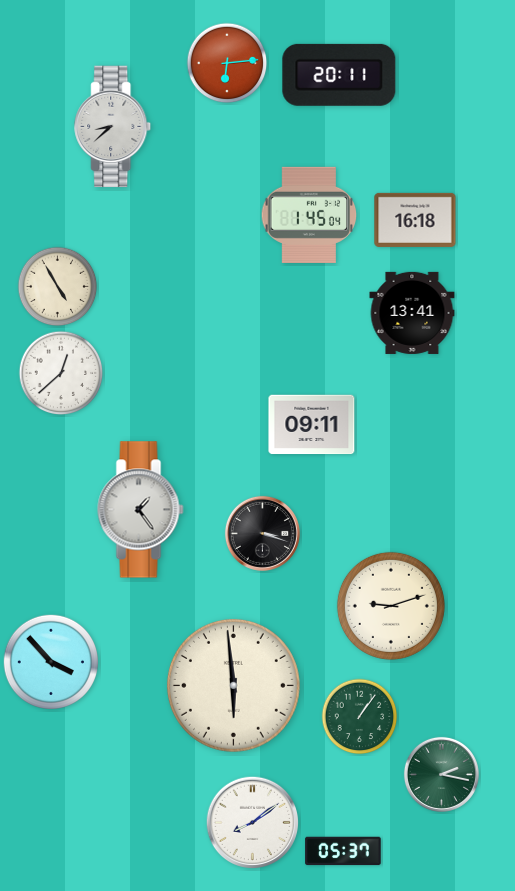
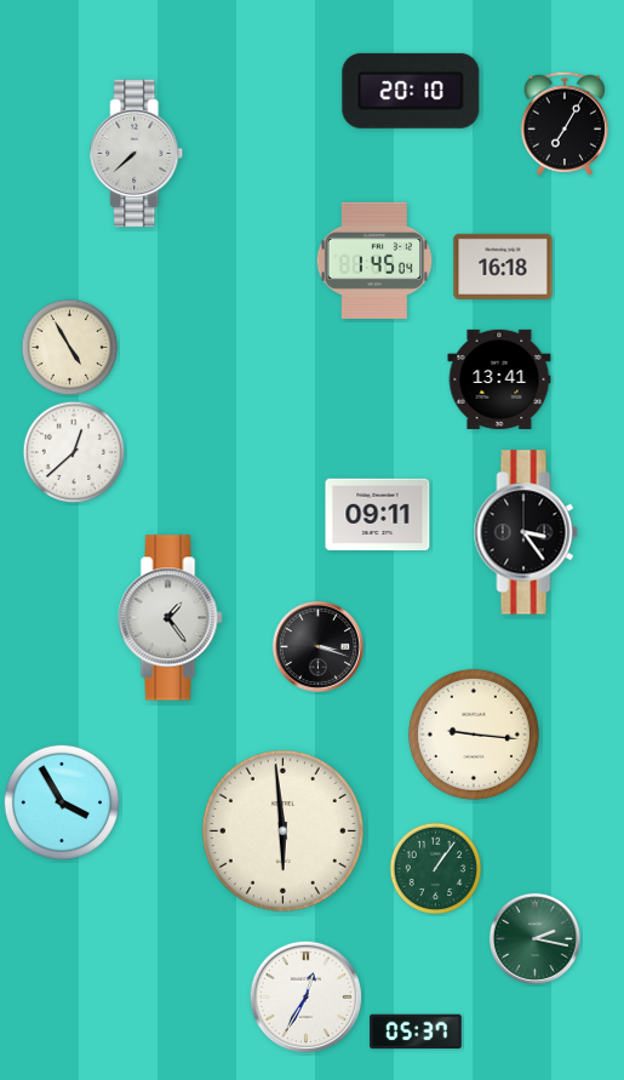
clock at (227, 63): 6:14 -> none
clock at (339, 75): 20:11 -> 20:10
clock at (565, 124): none -> 7:05
clock at (113, 127): 8:38 -> 7:38
clock at (526, 532): none -> 3:24
clock at (391, 606): 9:12 -> 9:16
clock at (51, 662): 3:53 -> 3:55
clock at (253, 823): 8:09 -> 12:35
